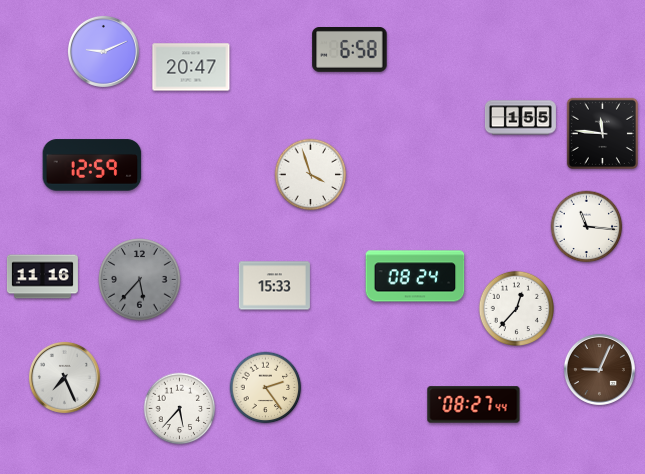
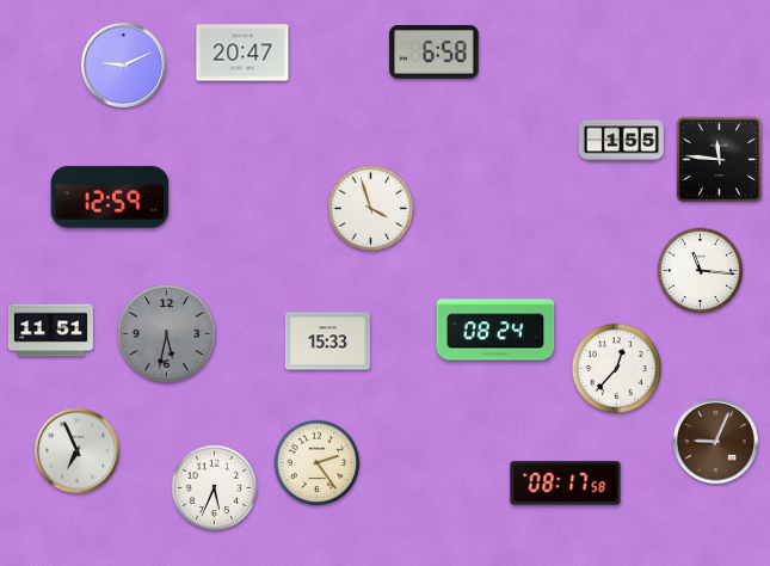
clock at (350, 50) position: (350, 50) -> (435, 53)
clock at (103, 51) position: (103, 51) -> (123, 64)
clock at (191, 67) position: (191, 67) -> (242, 53)
clock at (42, 277): 11:16 -> 11:51
clock at (140, 280): 5:37 -> 5:32
clock at (64, 377): 7:26 -> 6:56
clock at (474, 405): 08:27 -> 08:17
clock at (180, 409): 5:37 -> 5:34
